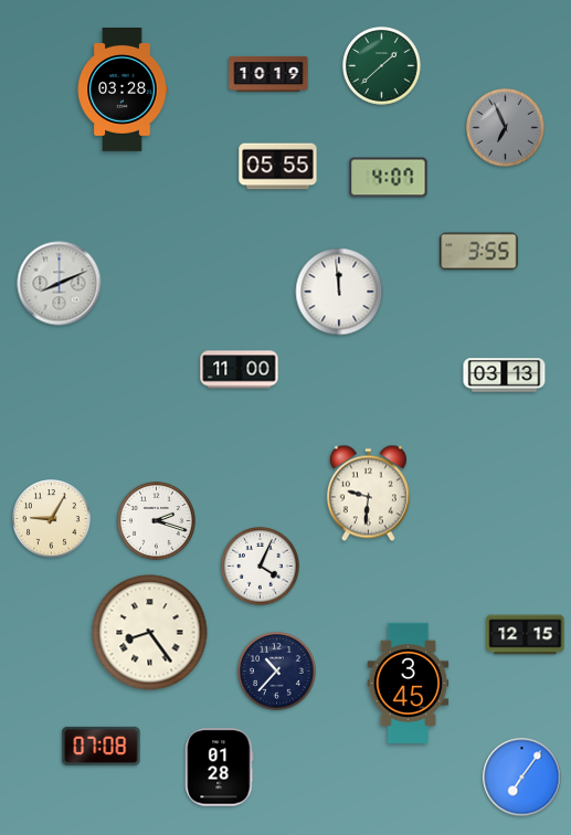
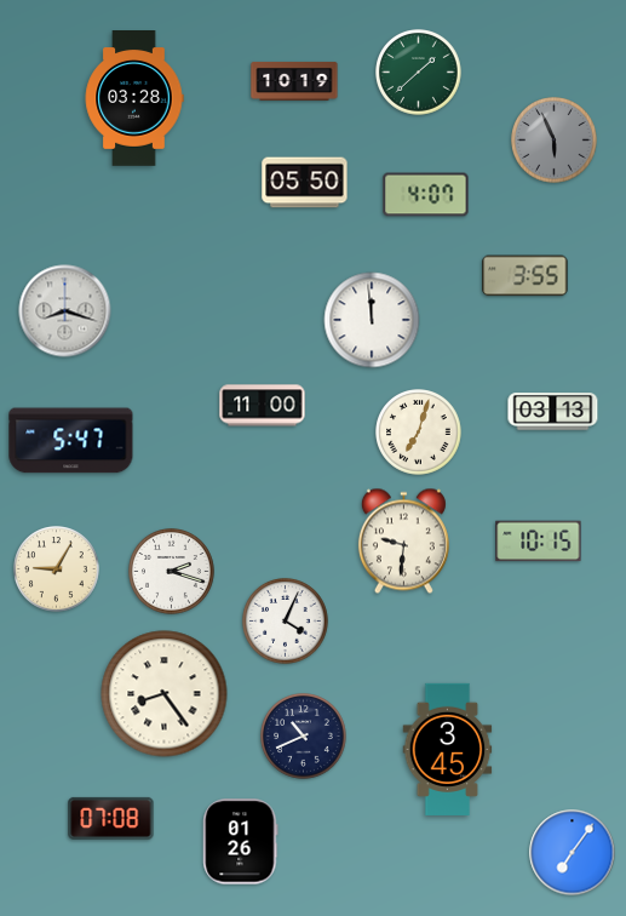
clock at (506, 128): 6:56 -> 5:56
clock at (278, 167): 05:55 -> 05:50
clock at (60, 284): 8:11 -> 8:18
clock at (419, 433): none -> 7:03
clock at (71, 441): none -> 5:47
clock at (539, 542): none -> 10:15
clock at (526, 635): 12:15 -> none
clock at (277, 672): 10:37 -> 10:41
clock at (220, 768): 01:28 -> 01:26
